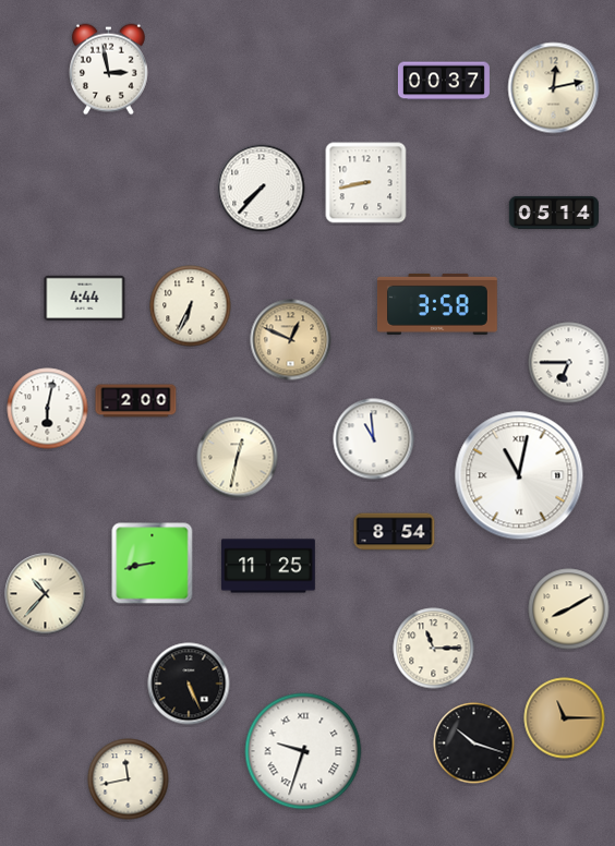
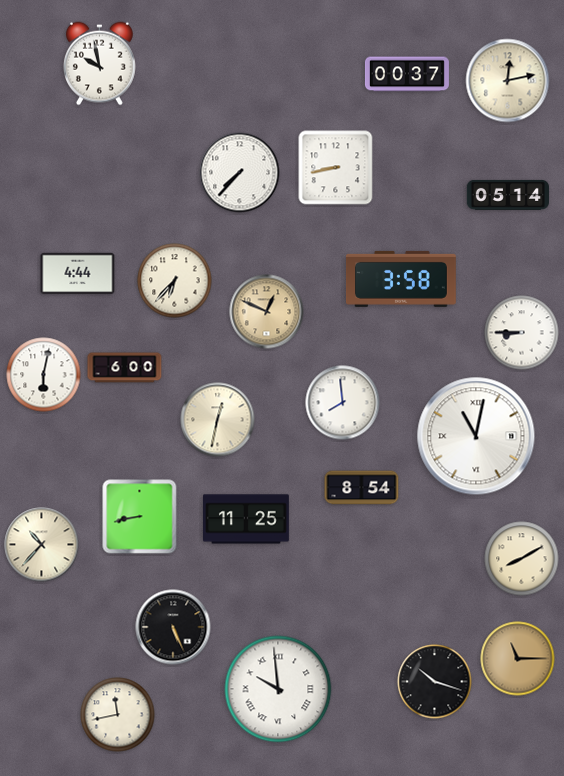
clock at (108, 70): 2:58 -> 9:58
clock at (191, 306): 6:34 -> 6:37
clock at (569, 363): 6:45 -> 8:45
clock at (136, 401): 2:00 -> 6:00
clock at (374, 439): 10:59 -> 7:59
clock at (434, 649): 11:15 -> none
clock at (303, 751): 9:33 -> 9:59
